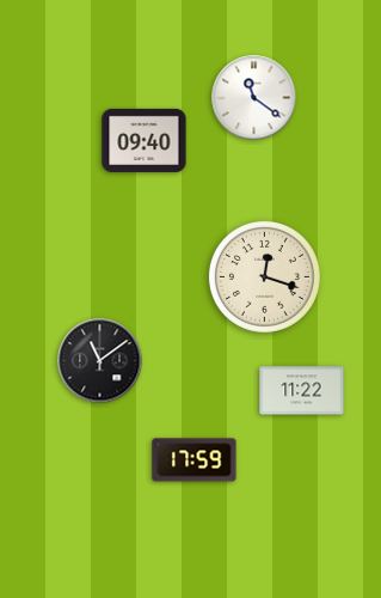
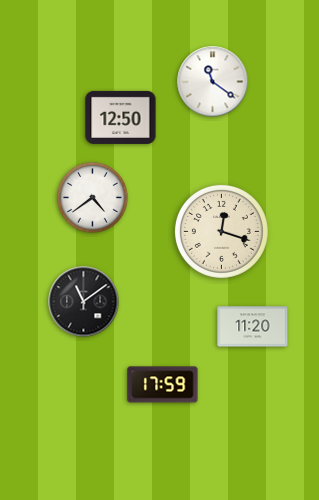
clock at (145, 140): 09:40 -> 12:50
clock at (93, 198): none -> 4:39
clock at (302, 391): 11:22 -> 11:20
